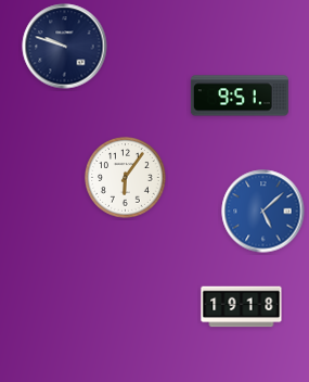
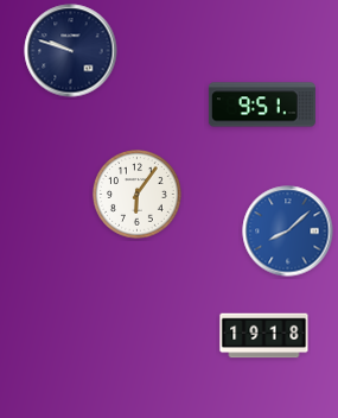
clock at (263, 212): 5:08 -> 8:08
